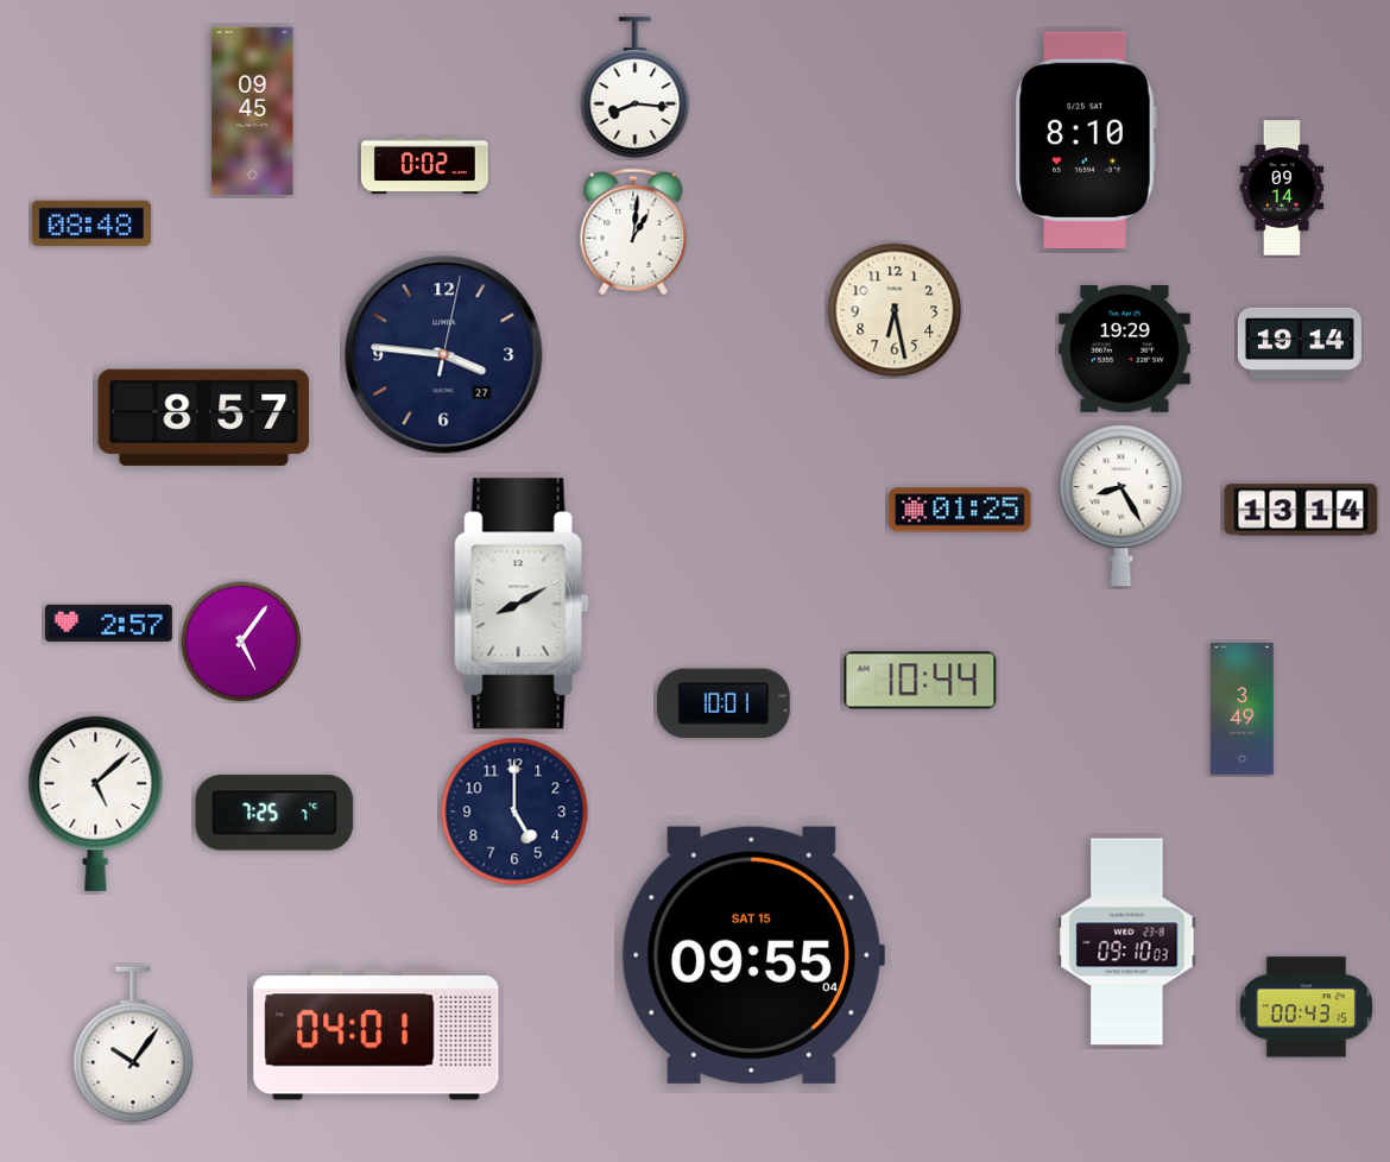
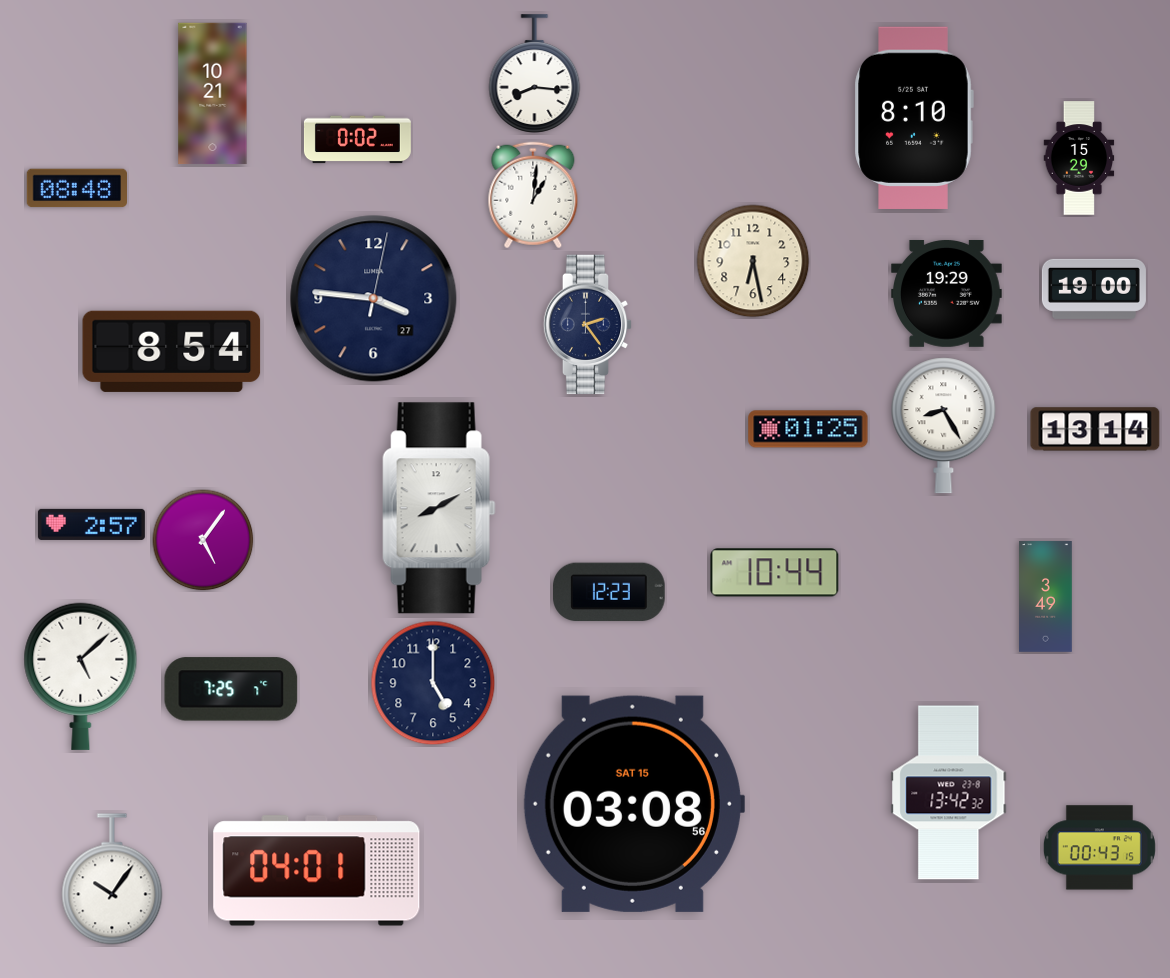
clock at (253, 112): 09:45 -> 10:21
clock at (1282, 188): 09:14 -> 15:29
clock at (1300, 343): 19:14 -> 19:00
clock at (588, 325): none -> 2:24
clock at (204, 417): 8:57 -> 8:54
clock at (725, 703): 10:01 -> 12:23
clock at (274, 813) position: (274, 813) -> (231, 689)
clock at (1127, 942): 09:10 -> 13:42
clock at (752, 955): 09:55 -> 03:08
